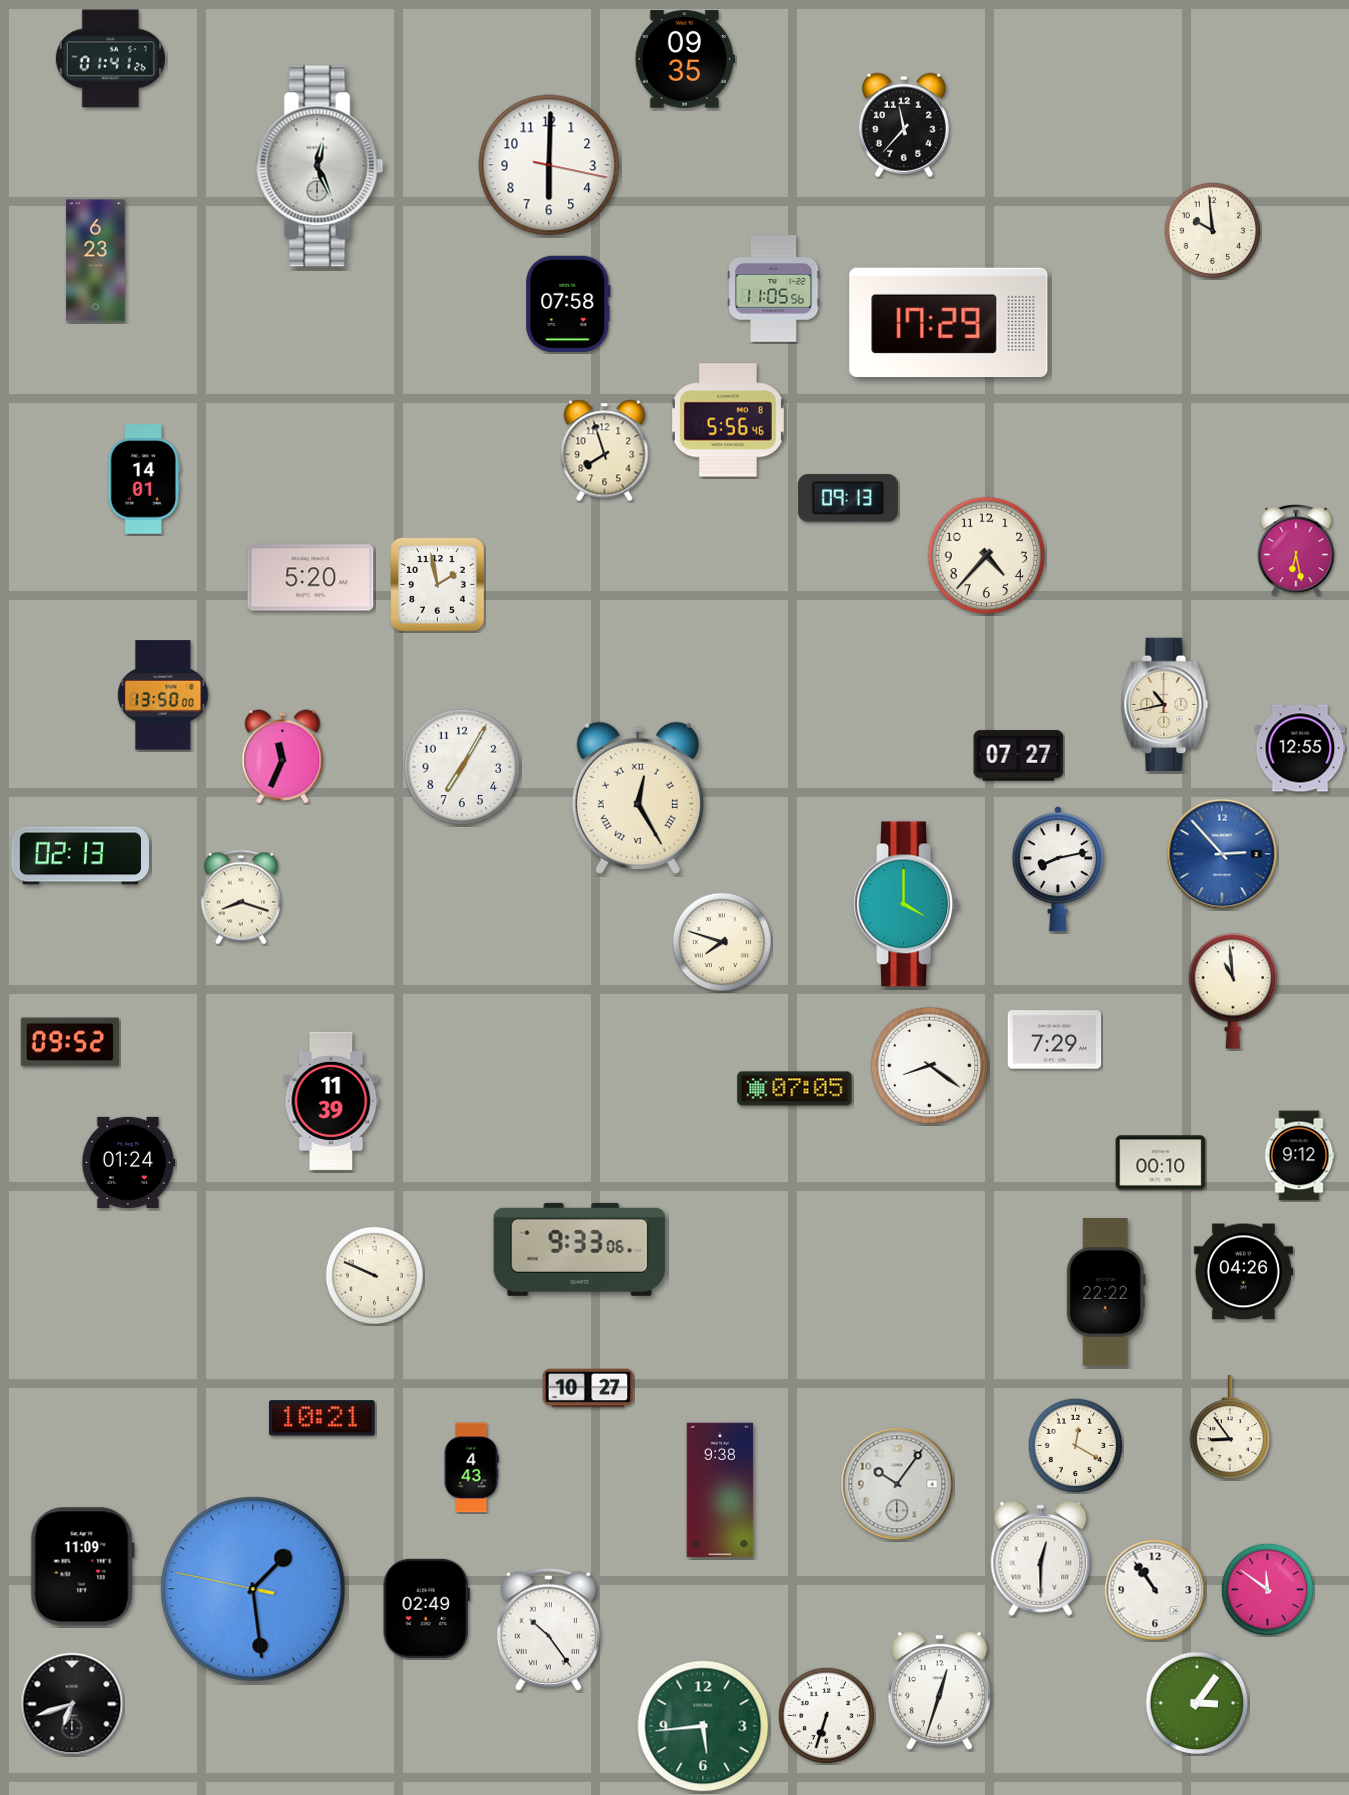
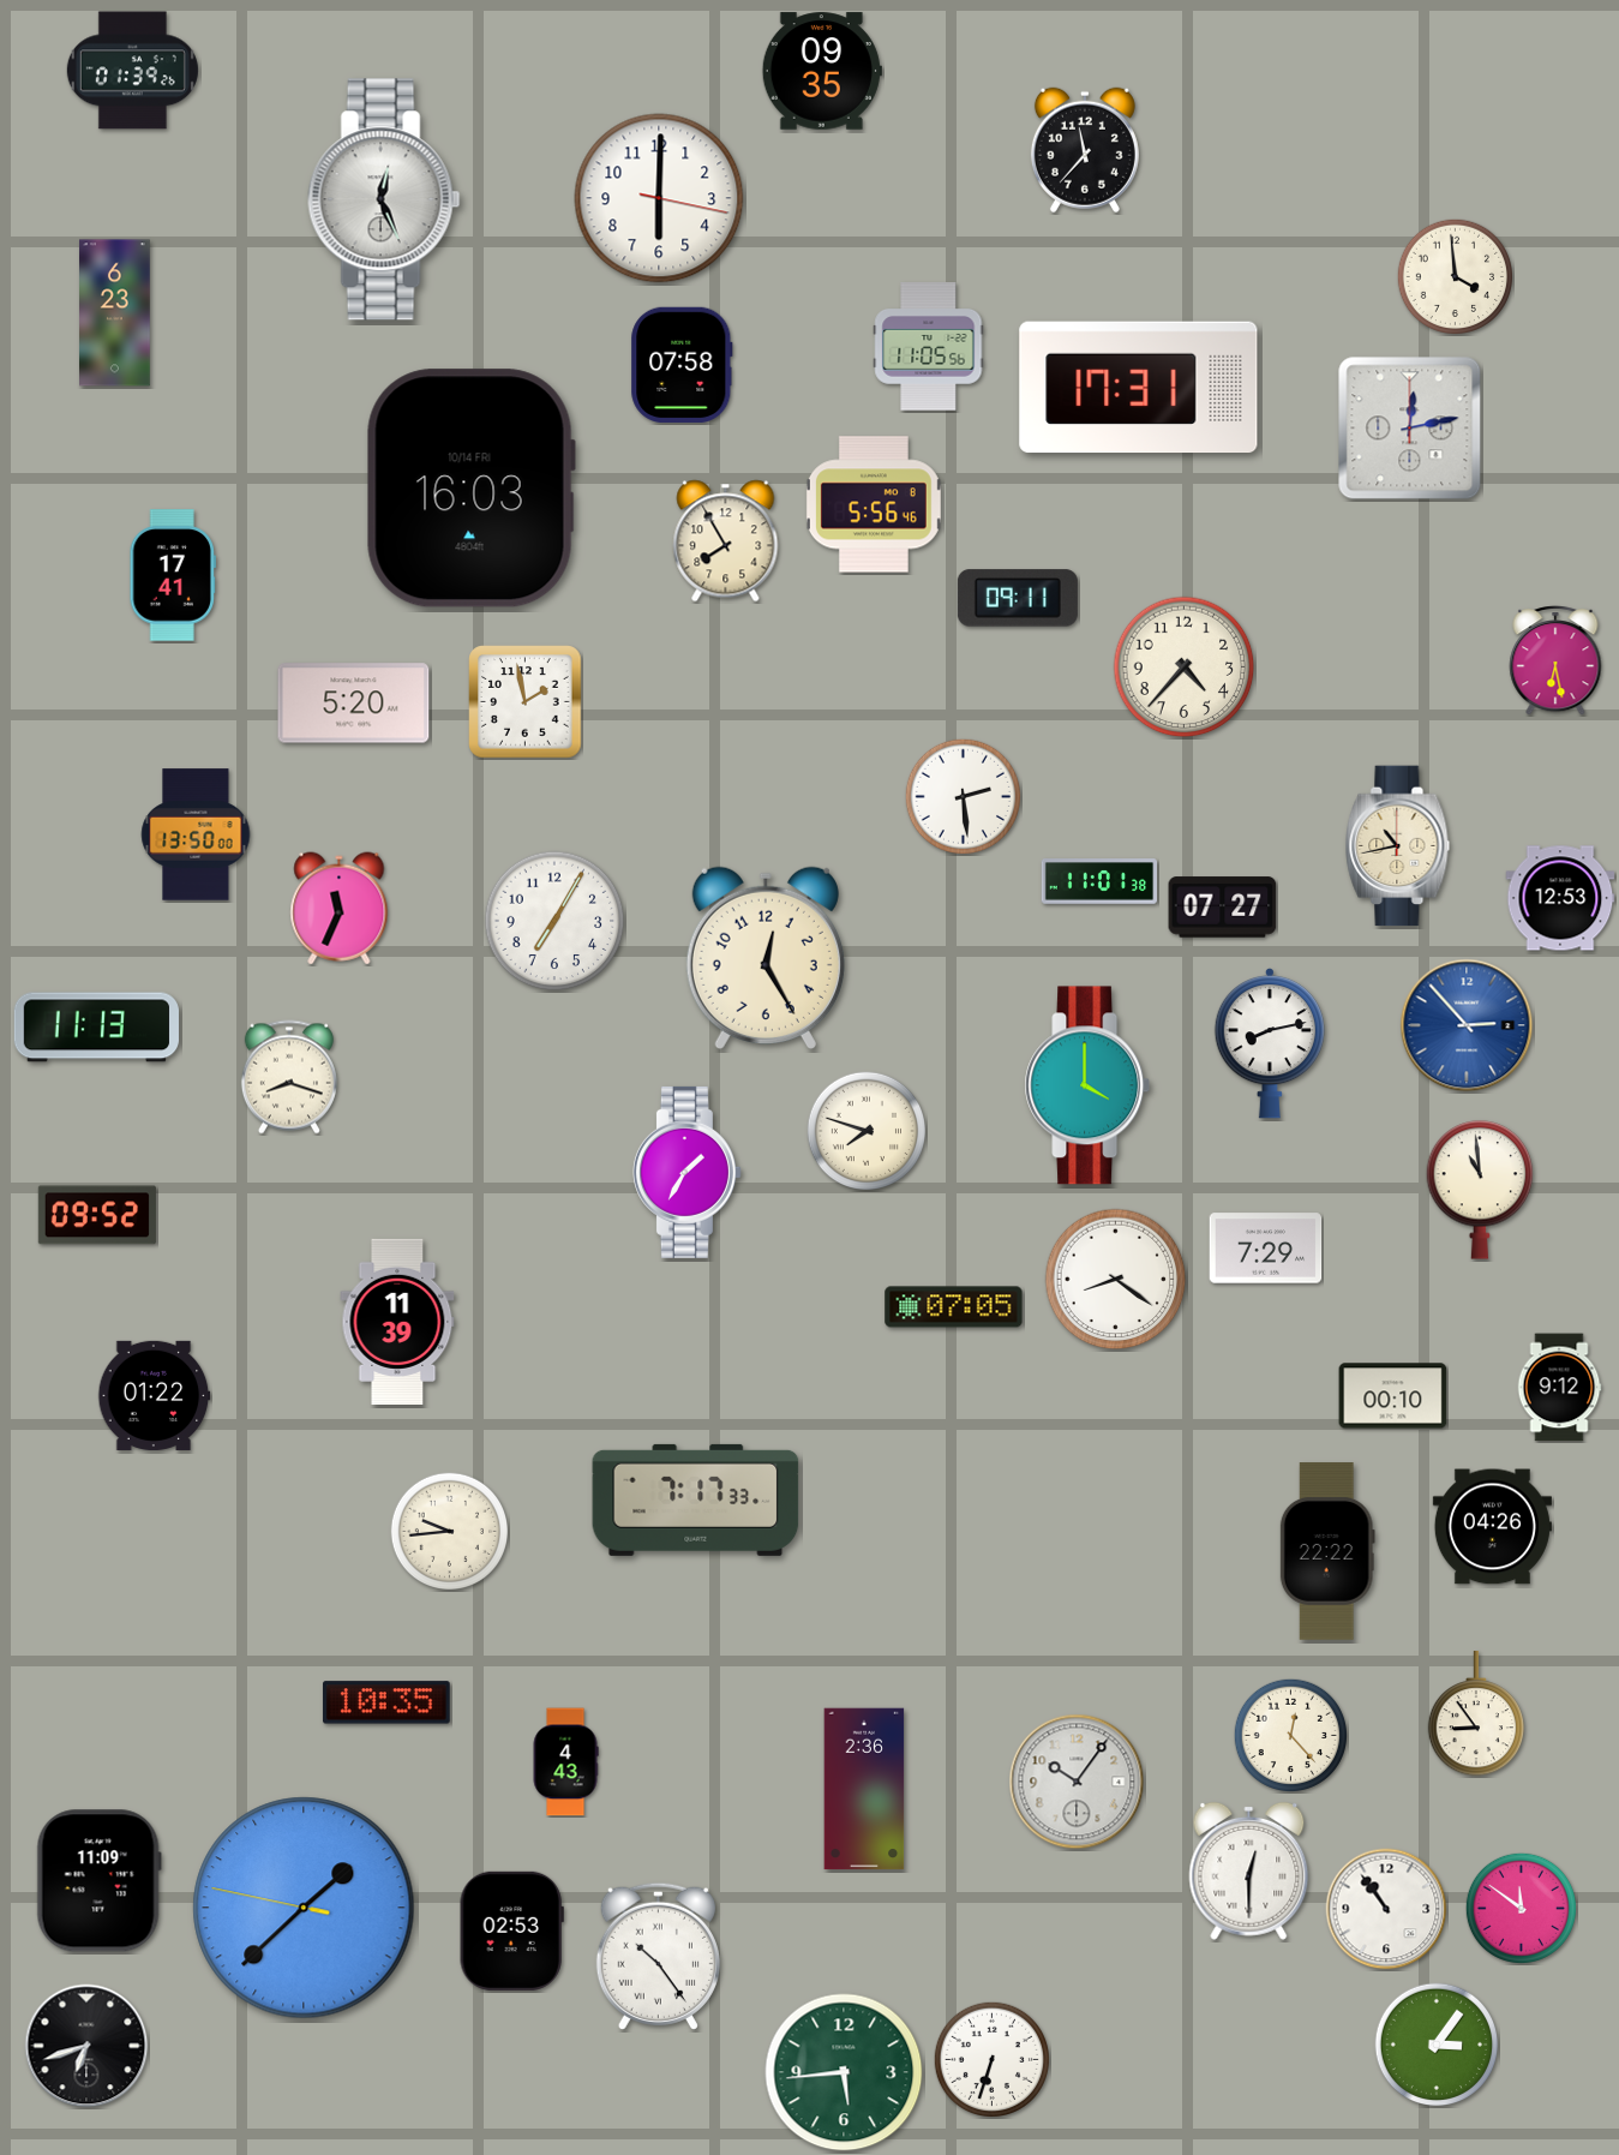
clock at (110, 59): 01:41 -> 01:39
clock at (1212, 230): 9:59 -> 3:59
clock at (949, 323): 17:29 -> 17:31
clock at (1410, 429): none -> 12:13
clock at (470, 489): none -> 16:03
clock at (605, 451): 7:57 -> 7:55
clock at (143, 479): 14:01 -> 17:41
clock at (848, 498): 09:13 -> 09:11
clock at (311, 578) position: (311, 578) -> (354, 704)
clock at (963, 796): none -> 2:29
clock at (1099, 881): none -> 11:01
clock at (1300, 748): 12:55 -> 12:53
clock at (638, 798) numerals: Roman -> Arabic
clock at (80, 856): 02:13 -> 11:13
clock at (686, 1172): none -> 1:35
clock at (70, 1042) position: (70, 1042) -> (97, 1215)
clock at (129, 1162): 01:24 -> 01:22
clock at (580, 1249): 9:33 -> 7:17
clock at (374, 1275): 9:49 -> 9:44
clock at (588, 1388): 10:27 -> none
clock at (322, 1418): 10:21 -> 10:35
clock at (1075, 1445): 12:20 -> 12:23
clock at (720, 1490): 9:38 -> 2:36
clock at (253, 1589): 1:28 -> 1:37
clock at (426, 1608): 02:49 -> 02:53
clock at (939, 1691): 12:33 -> none
